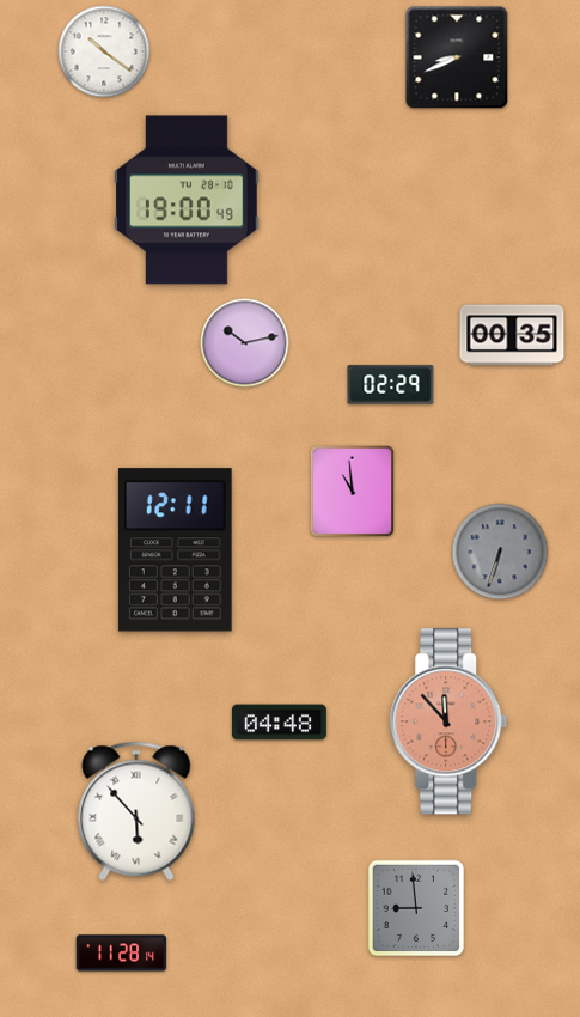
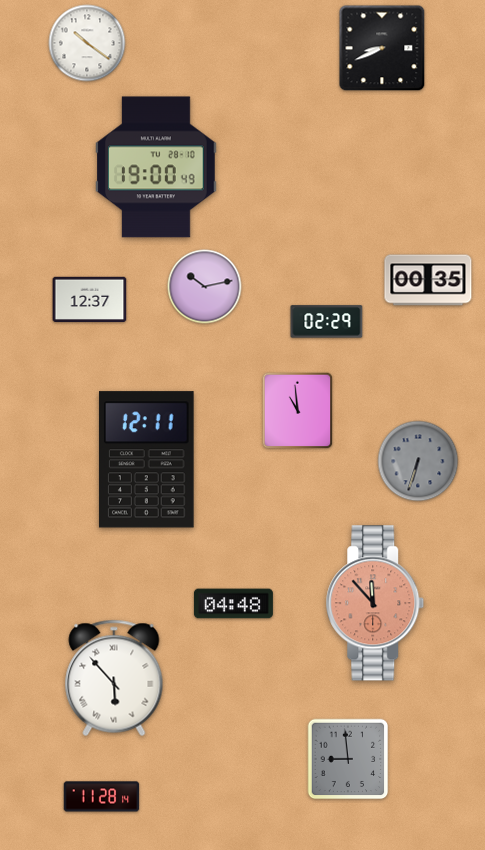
clock at (90, 299): none -> 12:37
clock at (353, 492) position: (353, 492) -> (298, 411)
